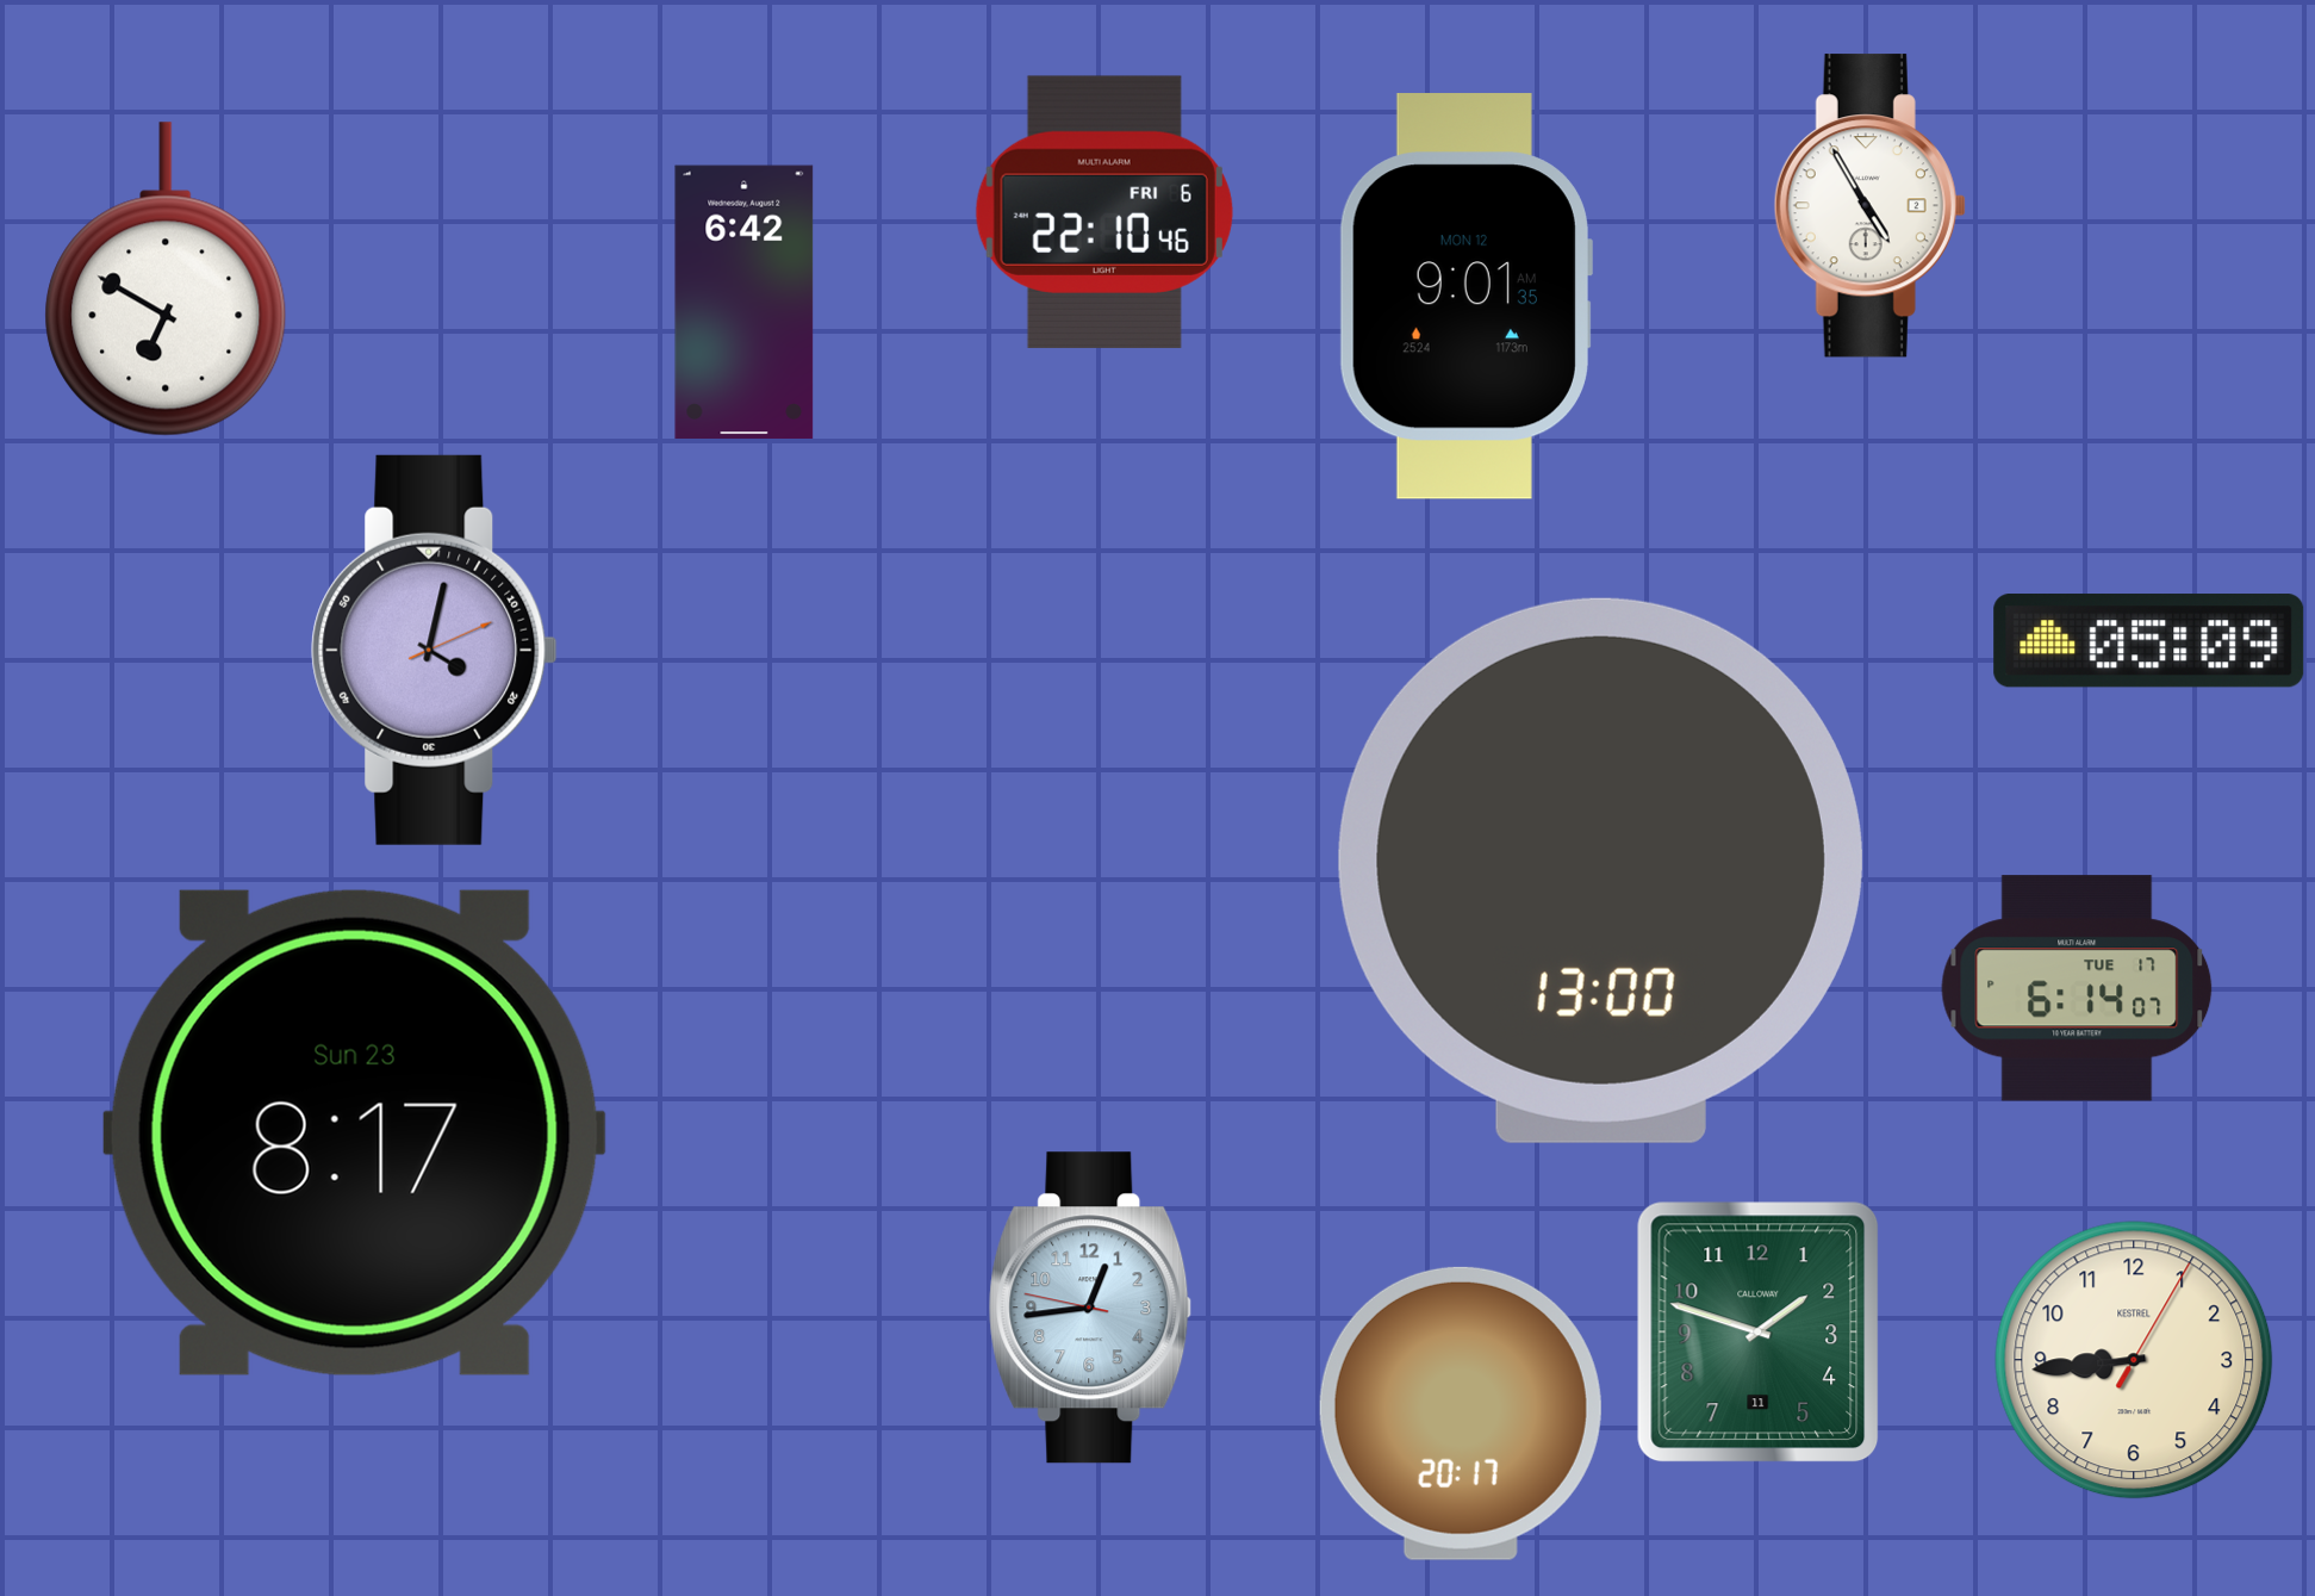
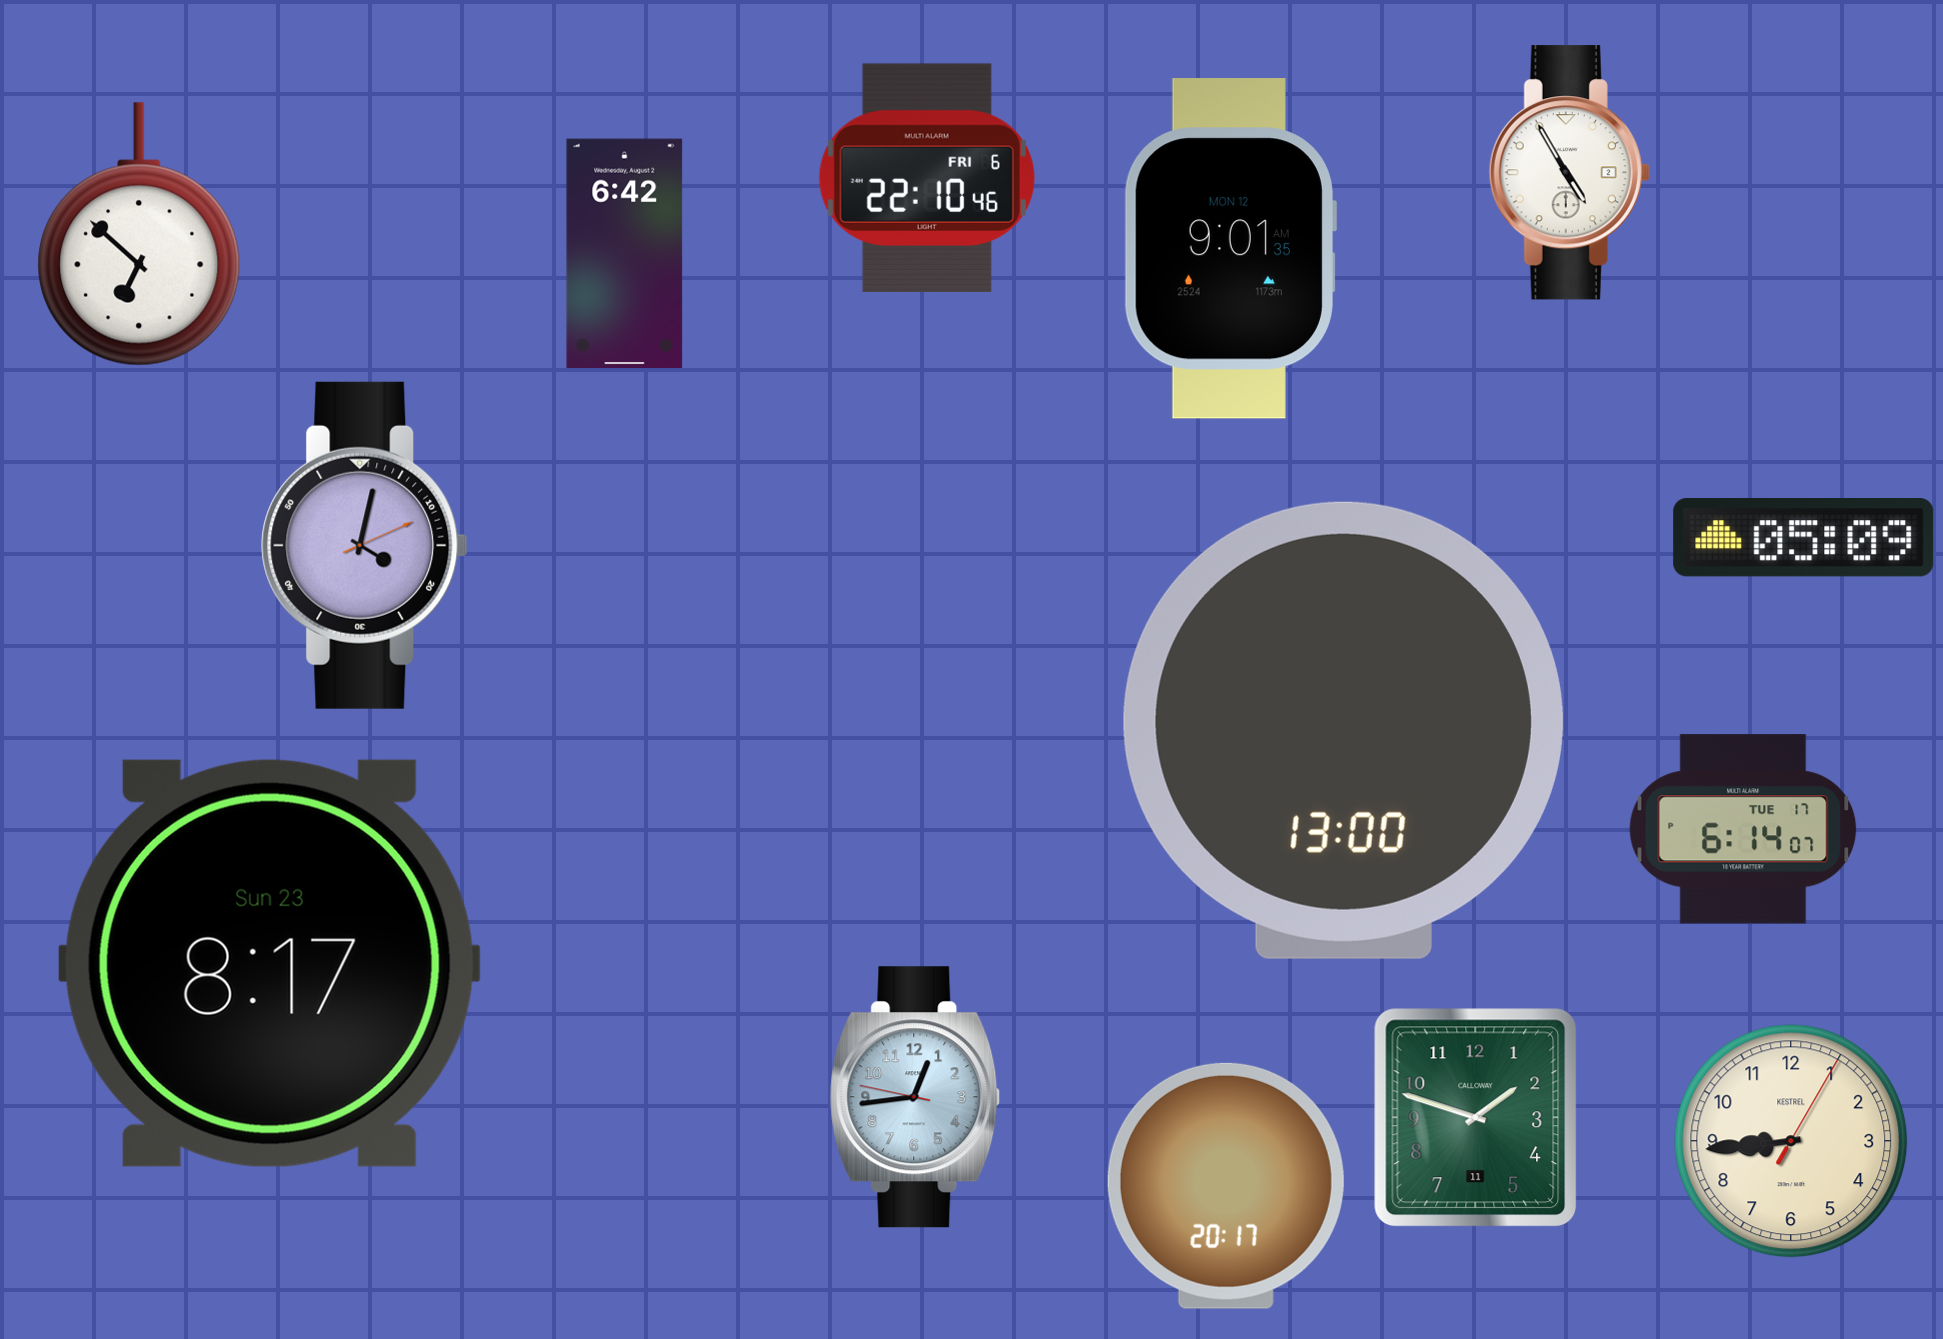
clock at (166, 279): 6:50 -> 6:52
clock at (354, 1132) position: (354, 1132) -> (269, 963)
